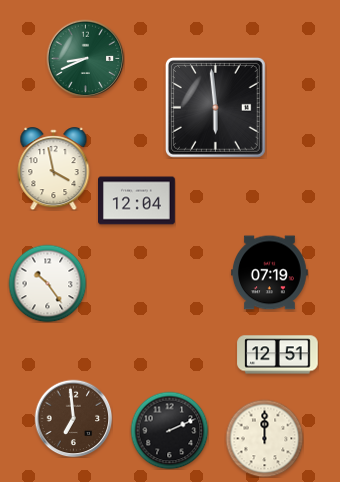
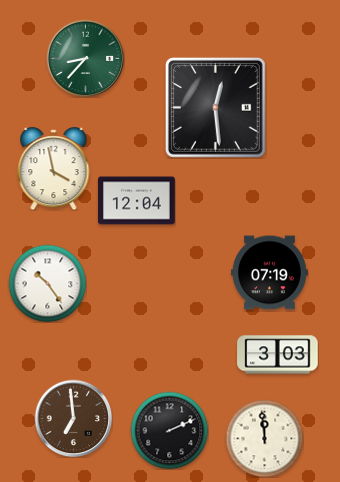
clock at (85, 58): 8:41 -> 8:37
clock at (215, 107): 5:59 -> 12:29
clock at (278, 355): 12:51 -> 3:03
clock at (264, 438): 12:00 -> 11:59
